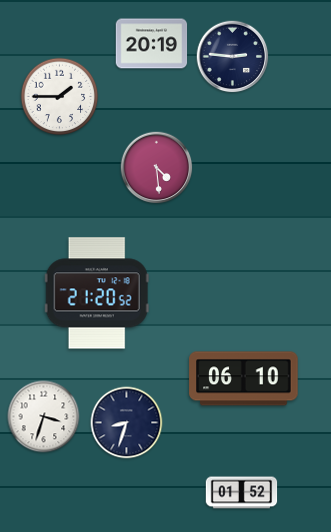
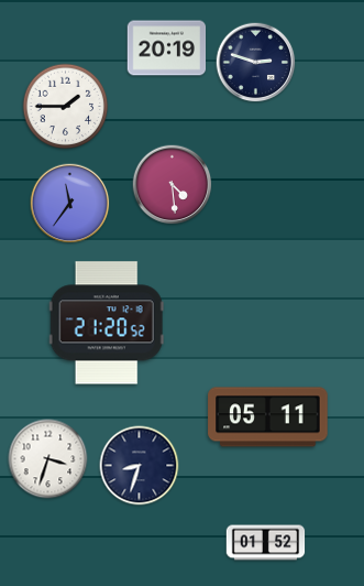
clock at (233, 57): 2:46 -> 2:48
clock at (70, 204): none -> 11:36
clock at (244, 379): 06:10 -> 05:11
